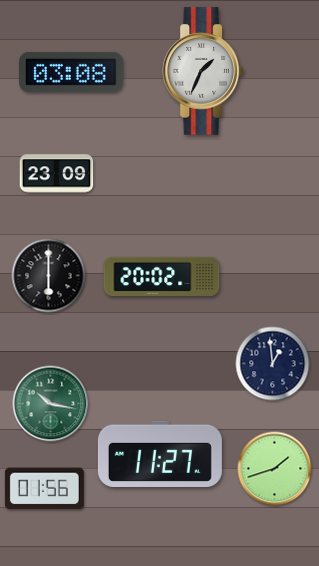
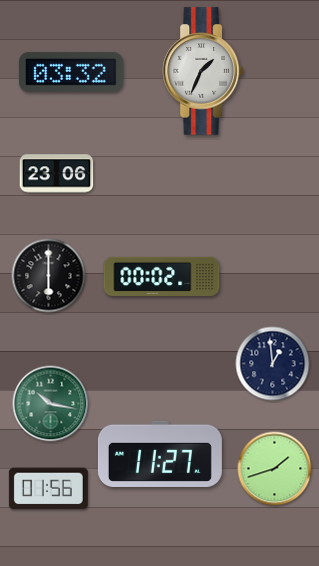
clock at (72, 72): 03:08 -> 03:32
clock at (57, 174): 23:09 -> 23:06
clock at (162, 276): 20:02 -> 00:02
clock at (44, 489) position: (44, 489) -> (48, 489)
